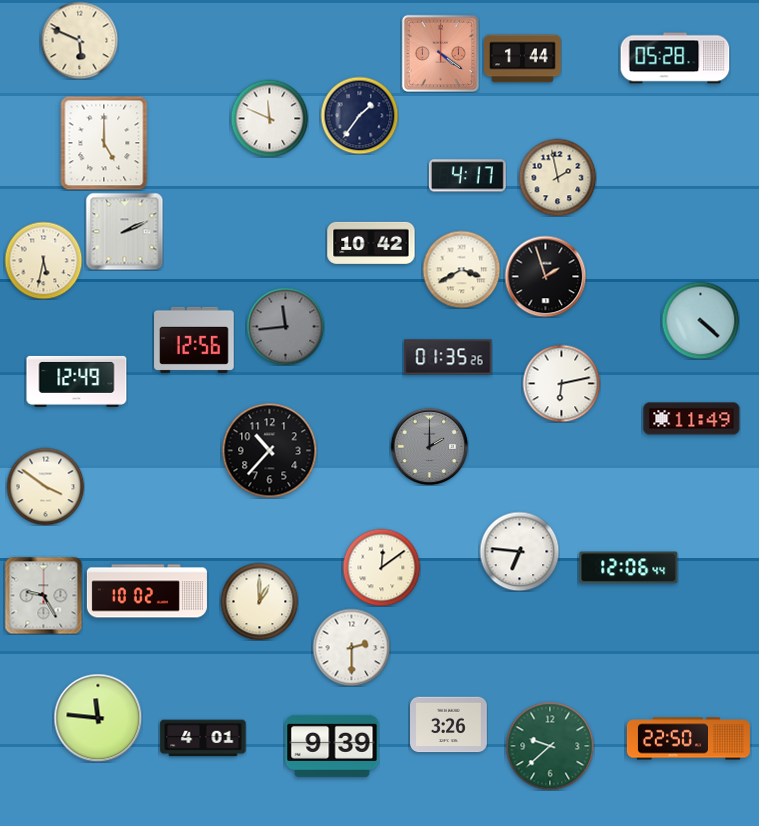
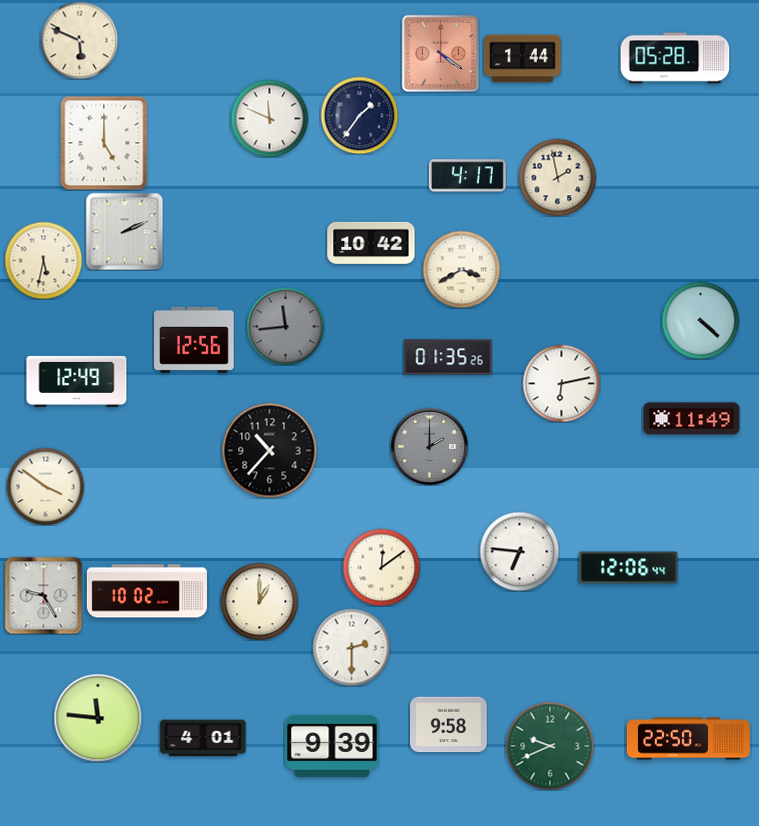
clock at (545, 276): 1:57 -> none
clock at (449, 725): 3:26 -> 9:58
clock at (550, 746): 9:38 -> 9:41
